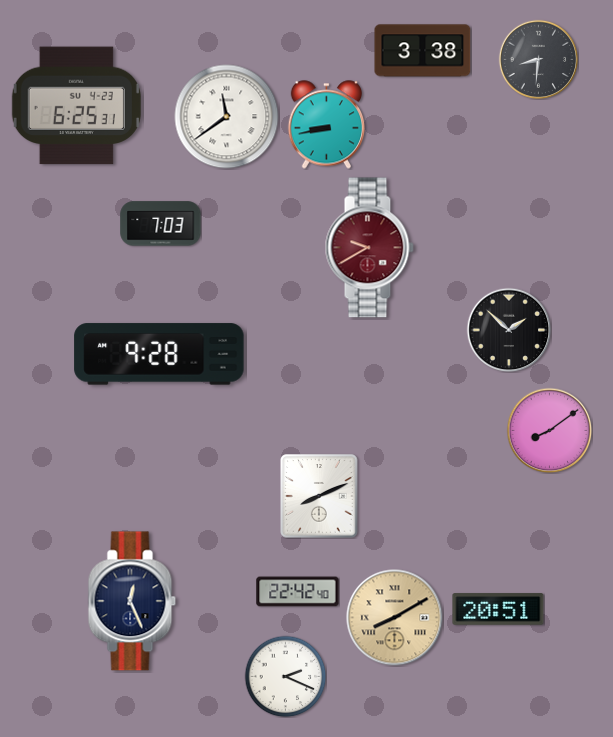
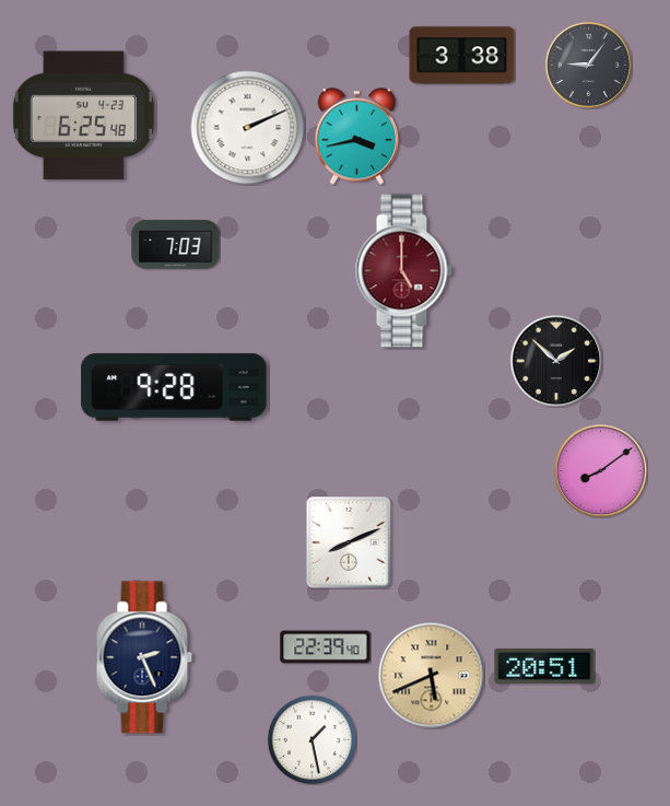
clock at (538, 59): 8:31 -> 9:06
clock at (76, 106): 6:25:31 -> 6:25:48
clock at (227, 117): 11:39 -> 2:11
clock at (326, 125): 8:43 -> 3:43
clock at (369, 248): 9:40 -> 5:00
clock at (298, 592): 22:42 -> 22:39
clock at (132, 601): 12:26 -> 2:26
clock at (395, 618): 8:10 -> 5:41
clock at (285, 676): 2:19 -> 1:28
